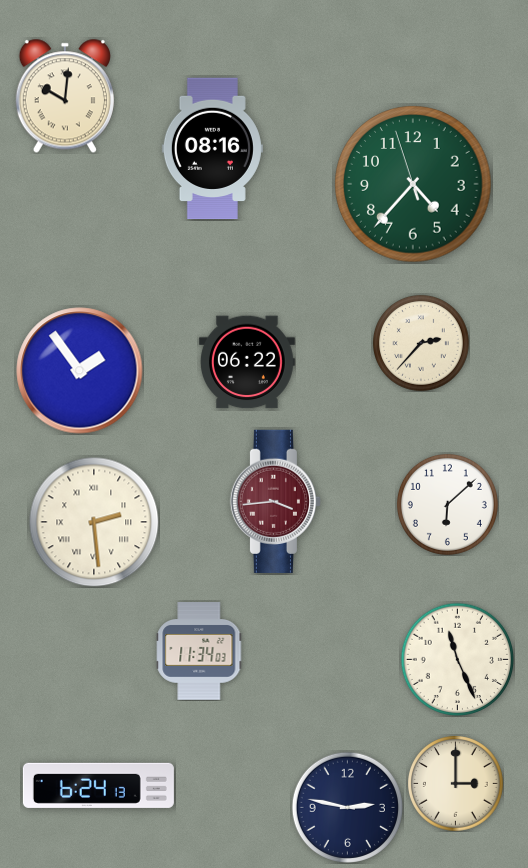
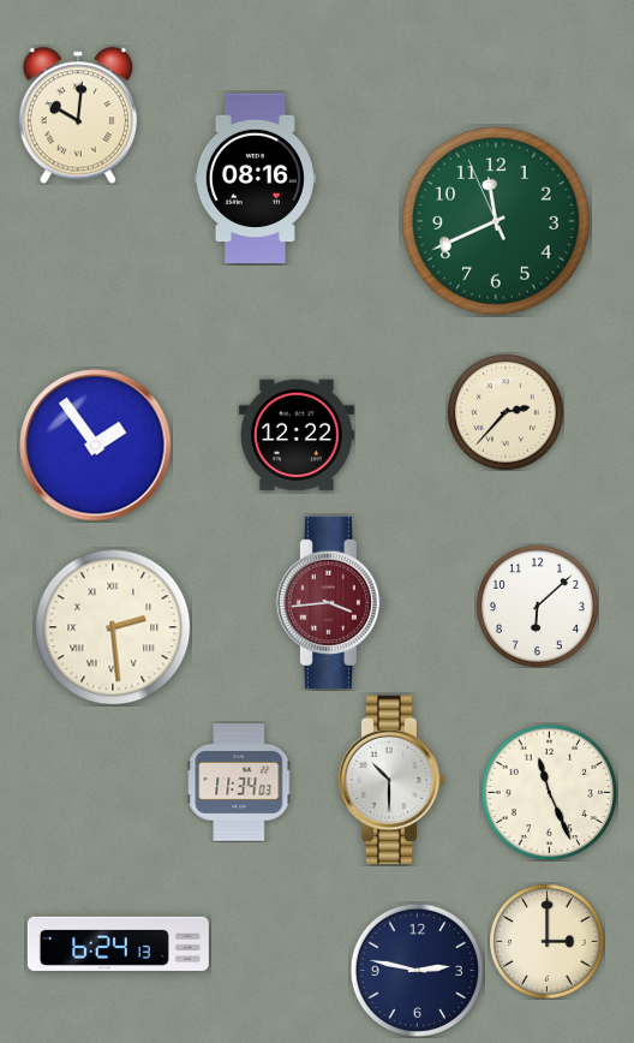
clock at (413, 184): 4:36 -> 11:40
clock at (247, 362): 06:22 -> 12:22
clock at (391, 780): none -> 10:30
